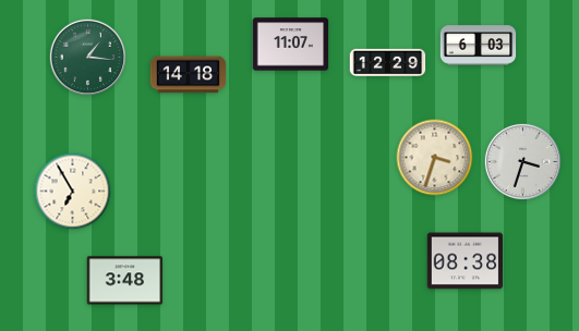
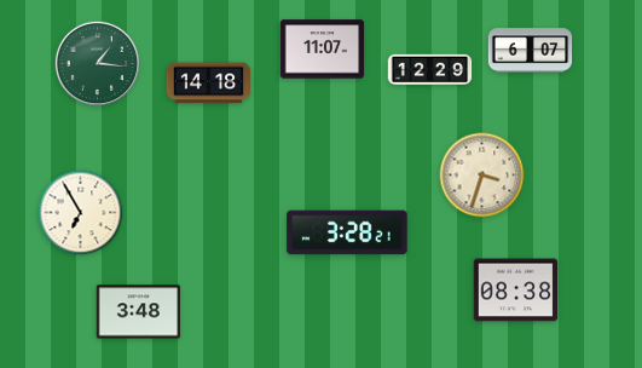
clock at (479, 46): 6:03 -> 6:07
clock at (522, 161): 3:33 -> none
clock at (347, 232): none -> 3:28
